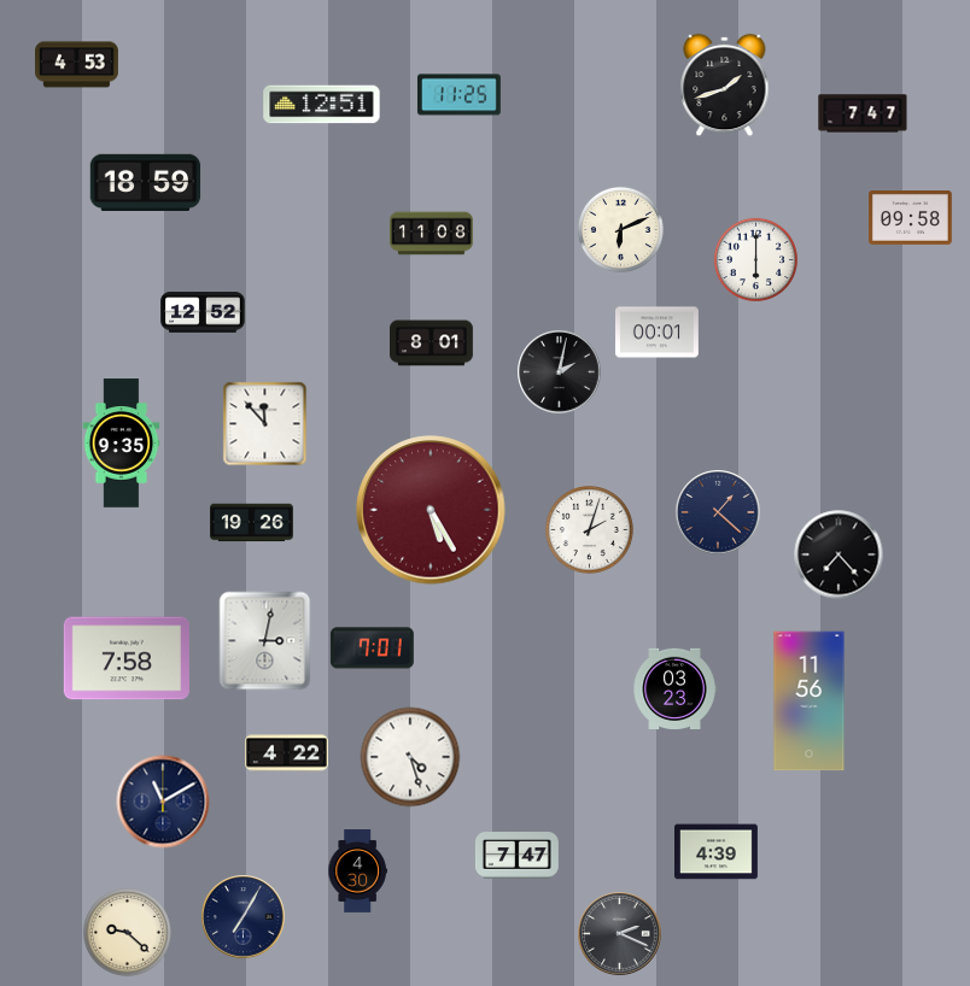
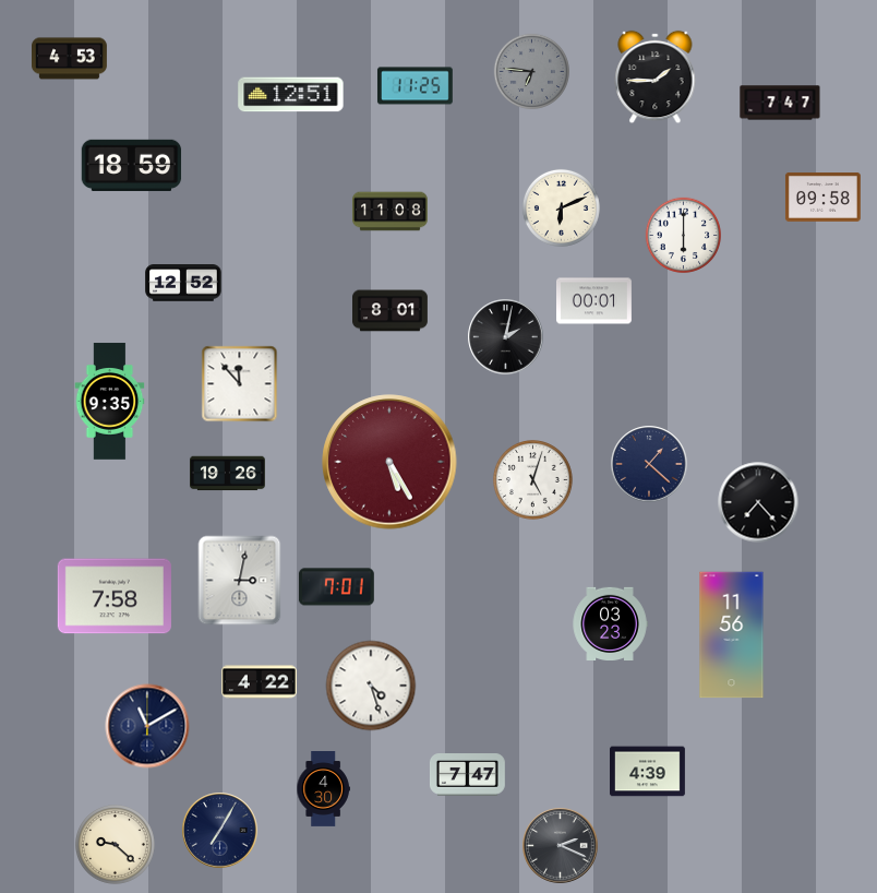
clock at (531, 71): none -> 6:46
clock at (725, 86): 1:42 -> 1:45
clock at (590, 530): 2:03 -> 5:03
